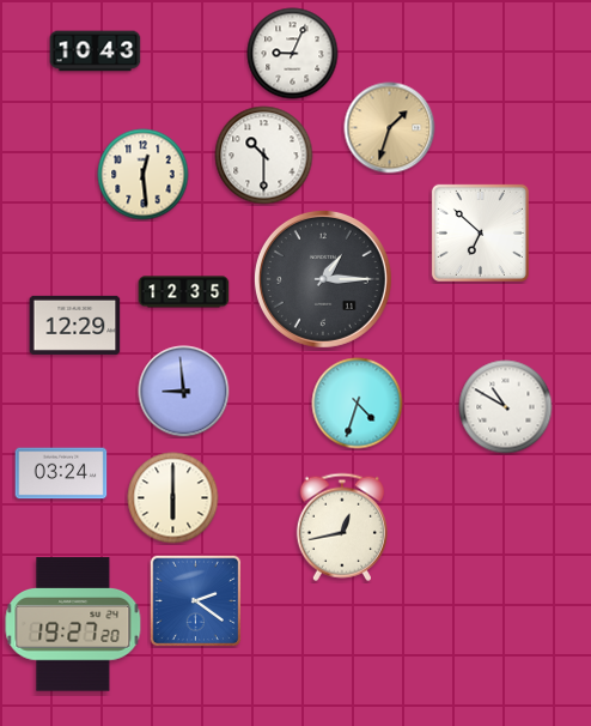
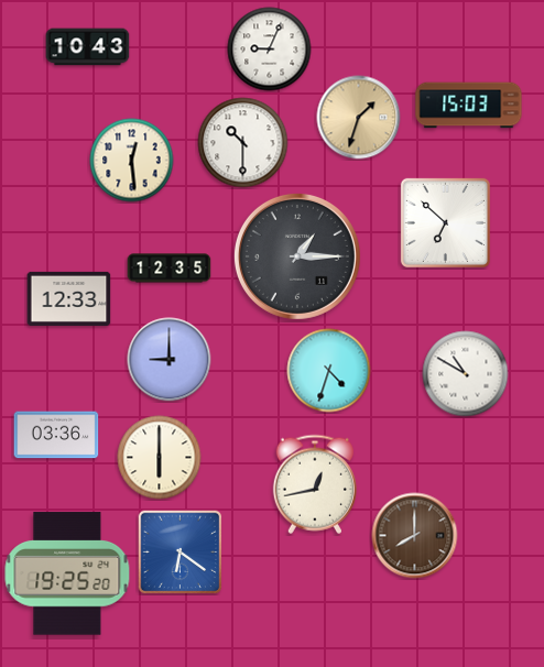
clock at (469, 106): none -> 15:03
clock at (480, 232) position: (480, 232) -> (445, 222)
clock at (75, 325): 12:29 -> 12:33
clock at (184, 392): 8:59 -> 9:00
clock at (61, 473): 03:24 -> 03:36
clock at (415, 536): none -> 8:00
clock at (195, 600): 2:21 -> 6:21
clock at (73, 624): 19:27 -> 19:25
